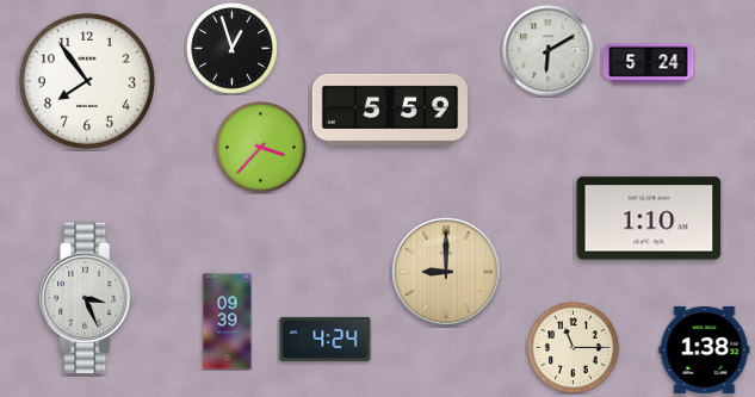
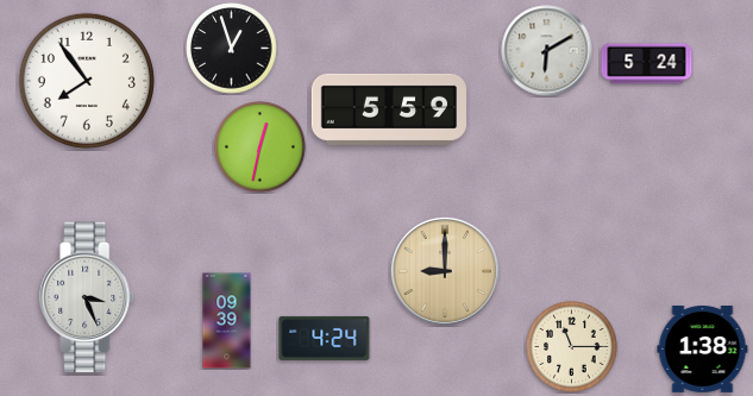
clock at (261, 148): 3:37 -> 12:32
clock at (649, 218): 1:10 -> none
